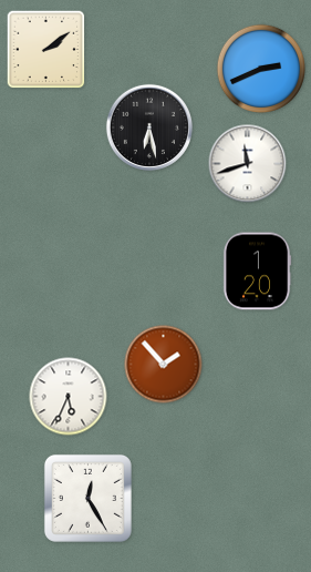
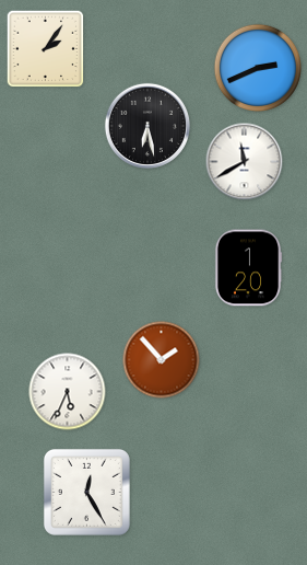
clock at (46, 50): 2:09 -> 2:06
clock at (248, 164): 11:42 -> 11:40
clock at (257, 272) position: (257, 272) -> (248, 268)
